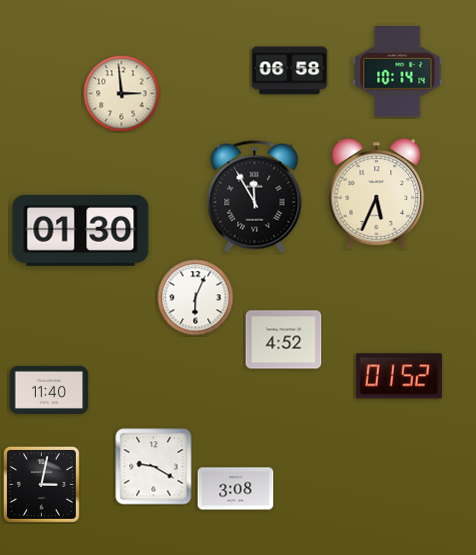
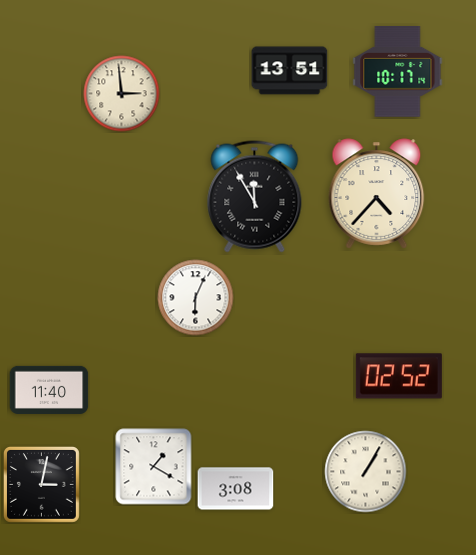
clock at (290, 71): 06:58 -> 13:51
clock at (398, 72): 10:14 -> 10:17
clock at (377, 194): 5:34 -> 4:37
clock at (81, 230): 01:30 -> none
clock at (284, 340): 4:52 -> none
clock at (399, 376): 01:52 -> 02:52
clock at (154, 467): 9:20 -> 1:20
clock at (366, 472): none -> 1:05
